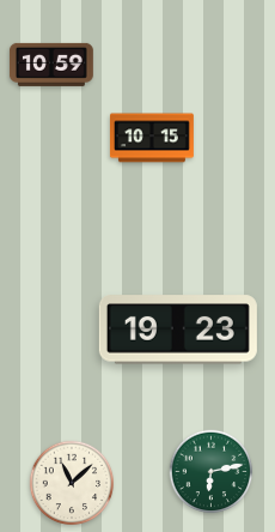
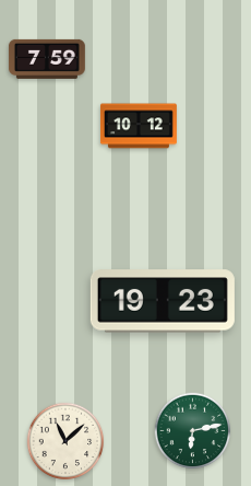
clock at (51, 65): 10:59 -> 7:59
clock at (152, 138): 10:15 -> 10:12
